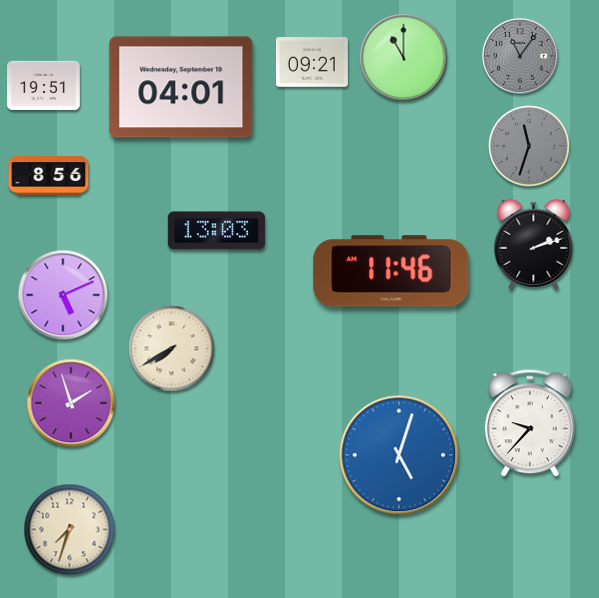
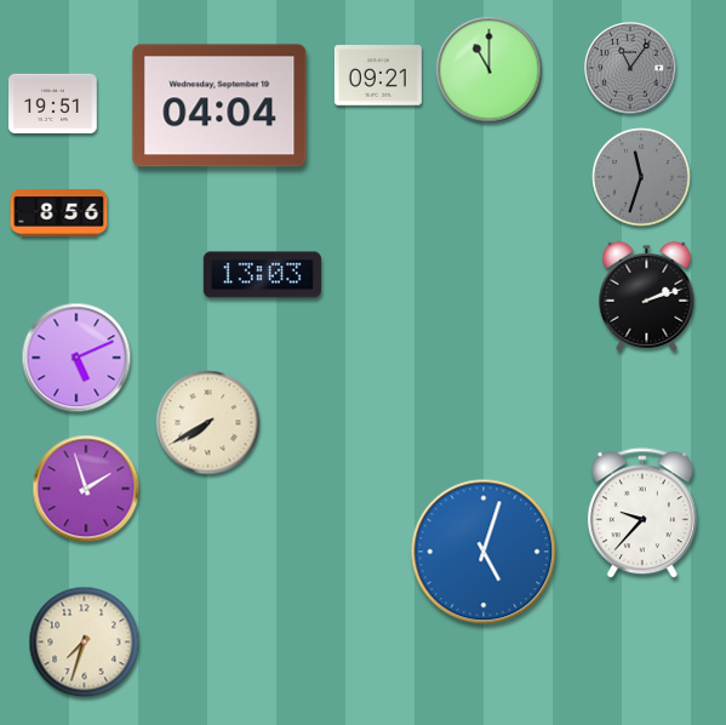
clock at (181, 87): 04:01 -> 04:04
clock at (216, 231) position: (216, 231) -> (262, 275)
clock at (391, 271): 11:46 -> none
